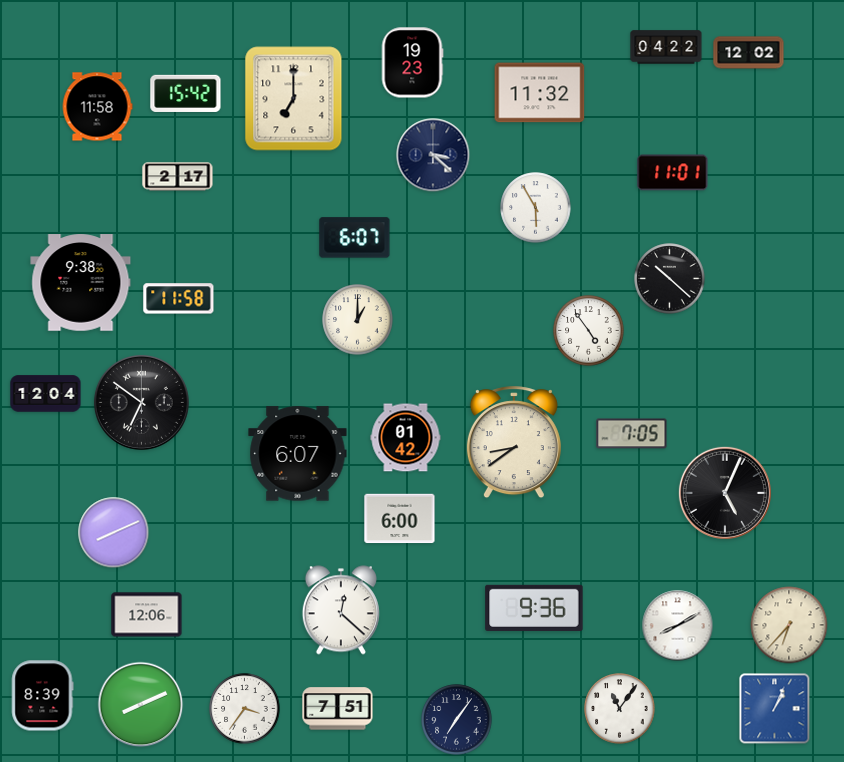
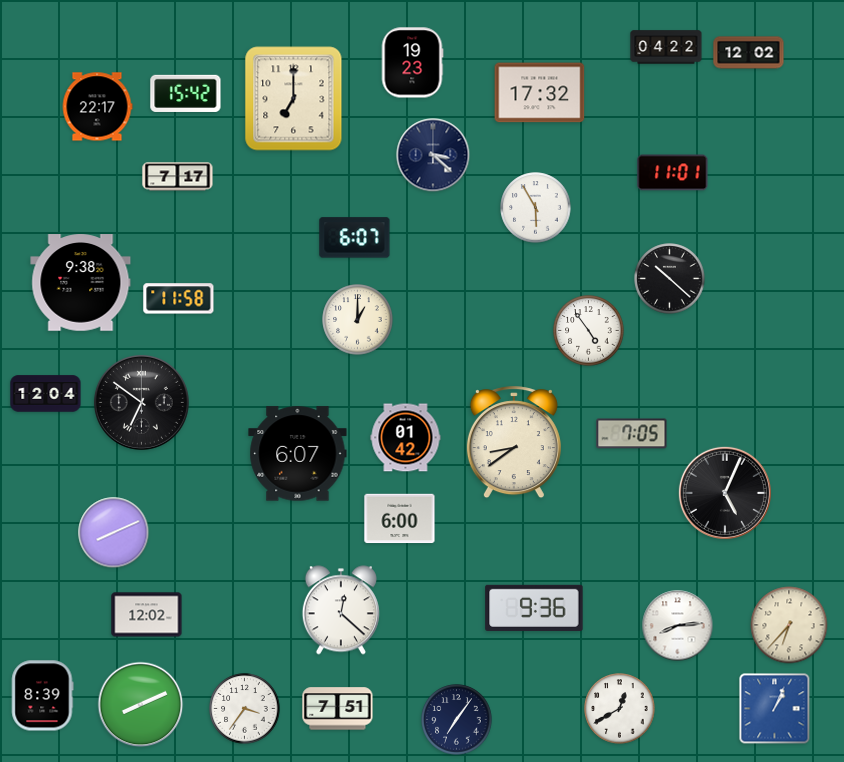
clock at (540, 93): 11:32 -> 17:32
clock at (97, 107): 11:58 -> 22:17
clock at (178, 177): 2:17 -> 7:17
clock at (147, 615): 12:06 -> 12:02
clock at (678, 626): 8:10 -> 8:14
clock at (620, 709): 11:06 -> 12:40
